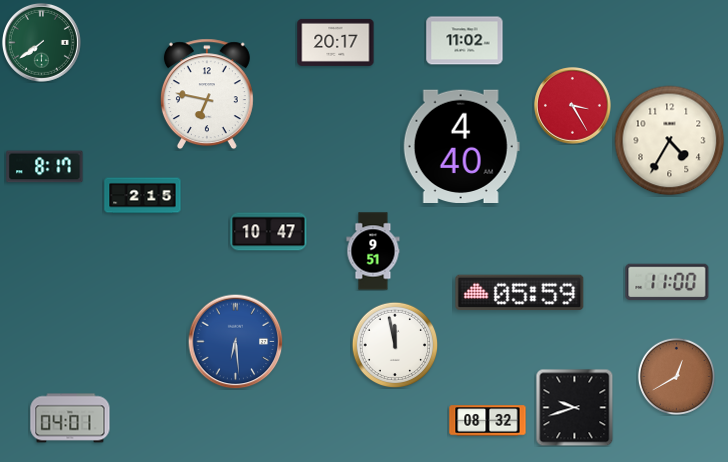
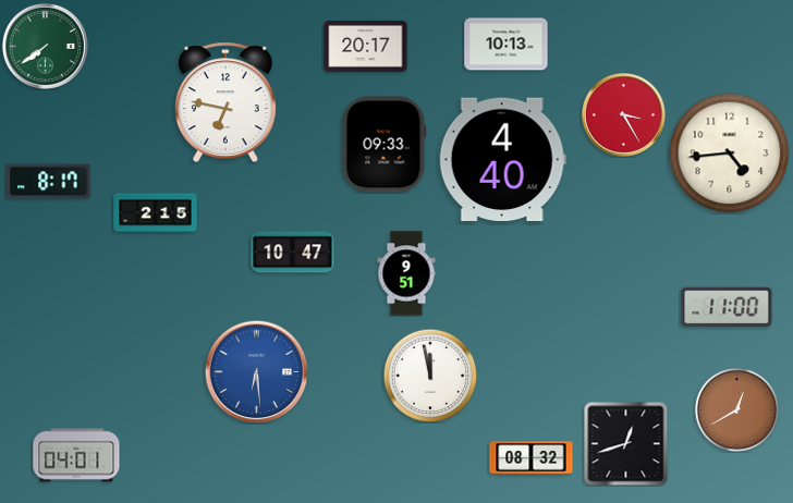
clock at (465, 41): 11:02 -> 10:13
clock at (385, 145): none -> 09:33
clock at (670, 141): 4:35 -> 4:44
clock at (520, 292): 05:59 -> none
clock at (574, 407): 9:42 -> 12:42
